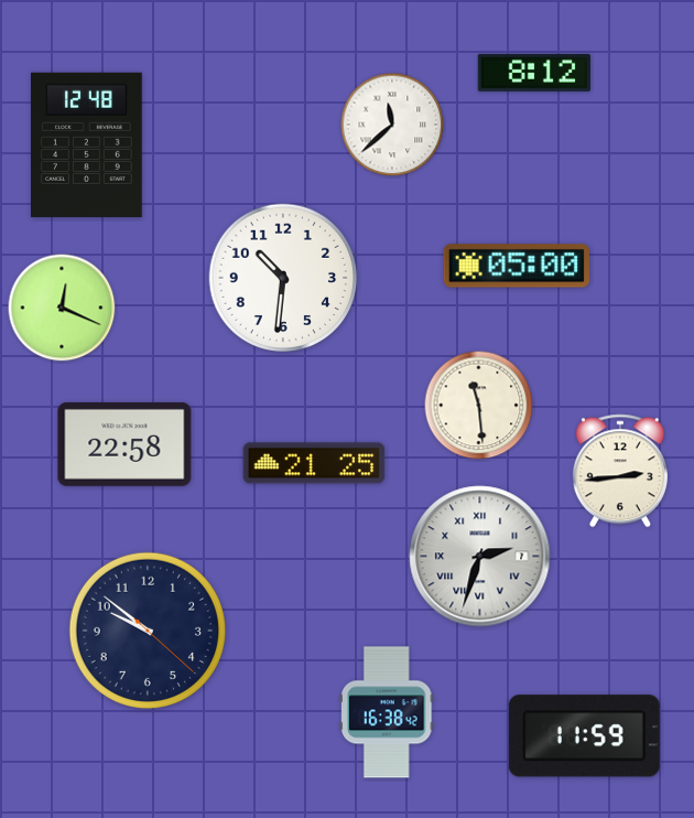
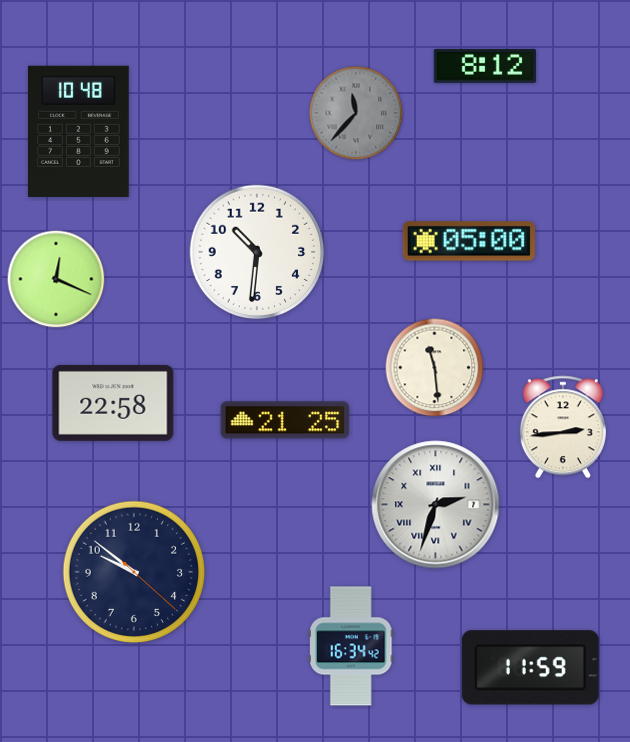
clock at (392, 125): 11:38 -> 11:37
clock at (392, 125) dial: white -> grey
clock at (87, 144): 12:48 -> 10:48
clock at (388, 712): 16:38 -> 16:34
